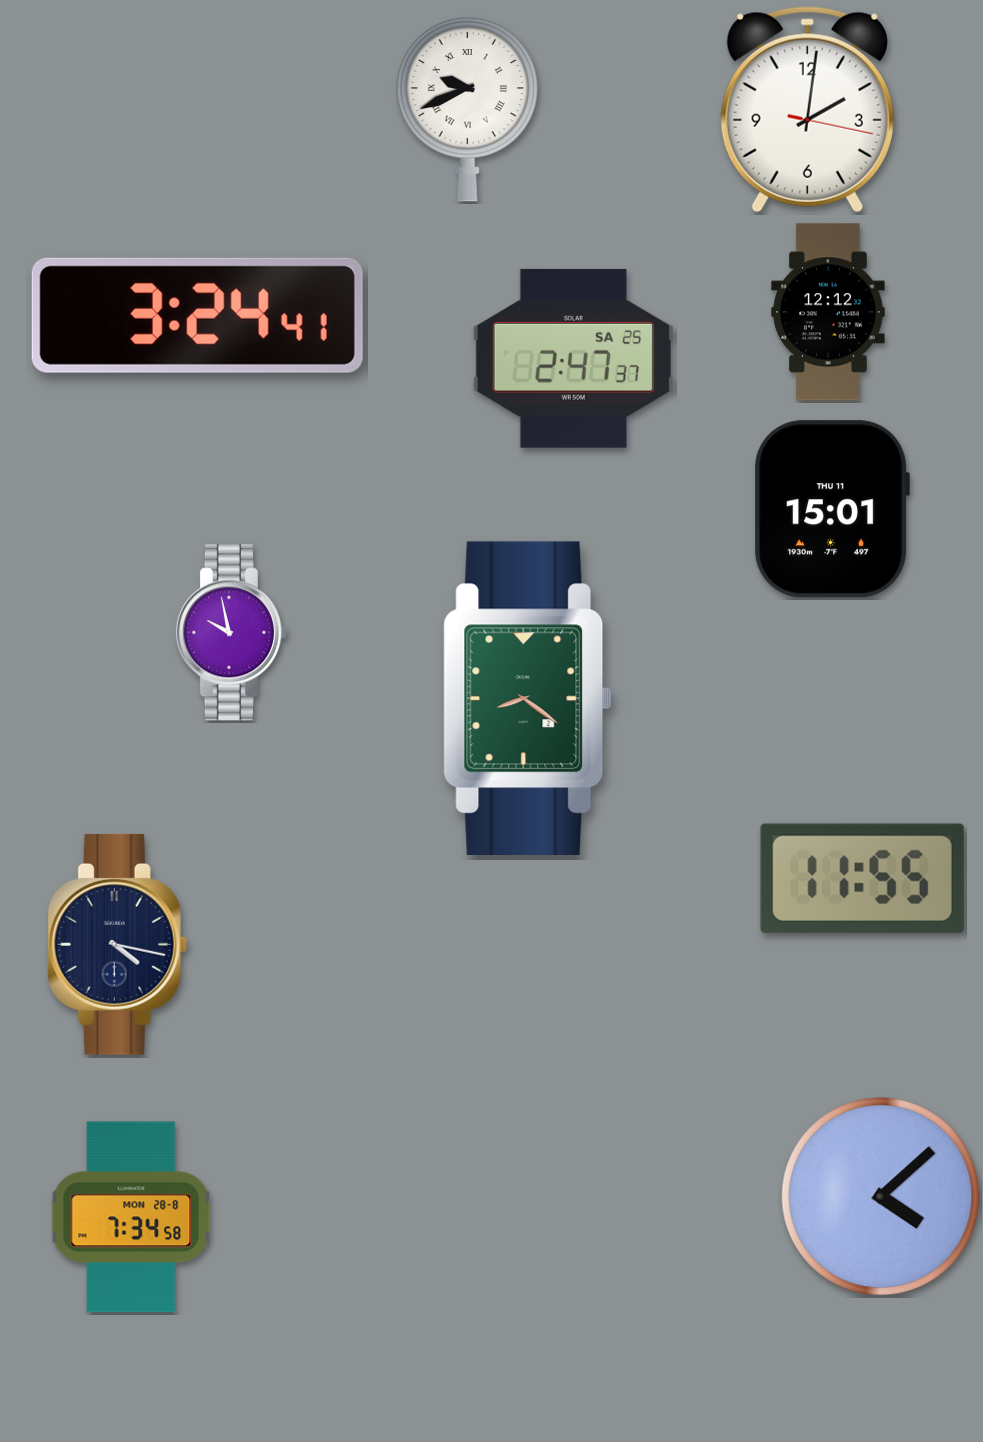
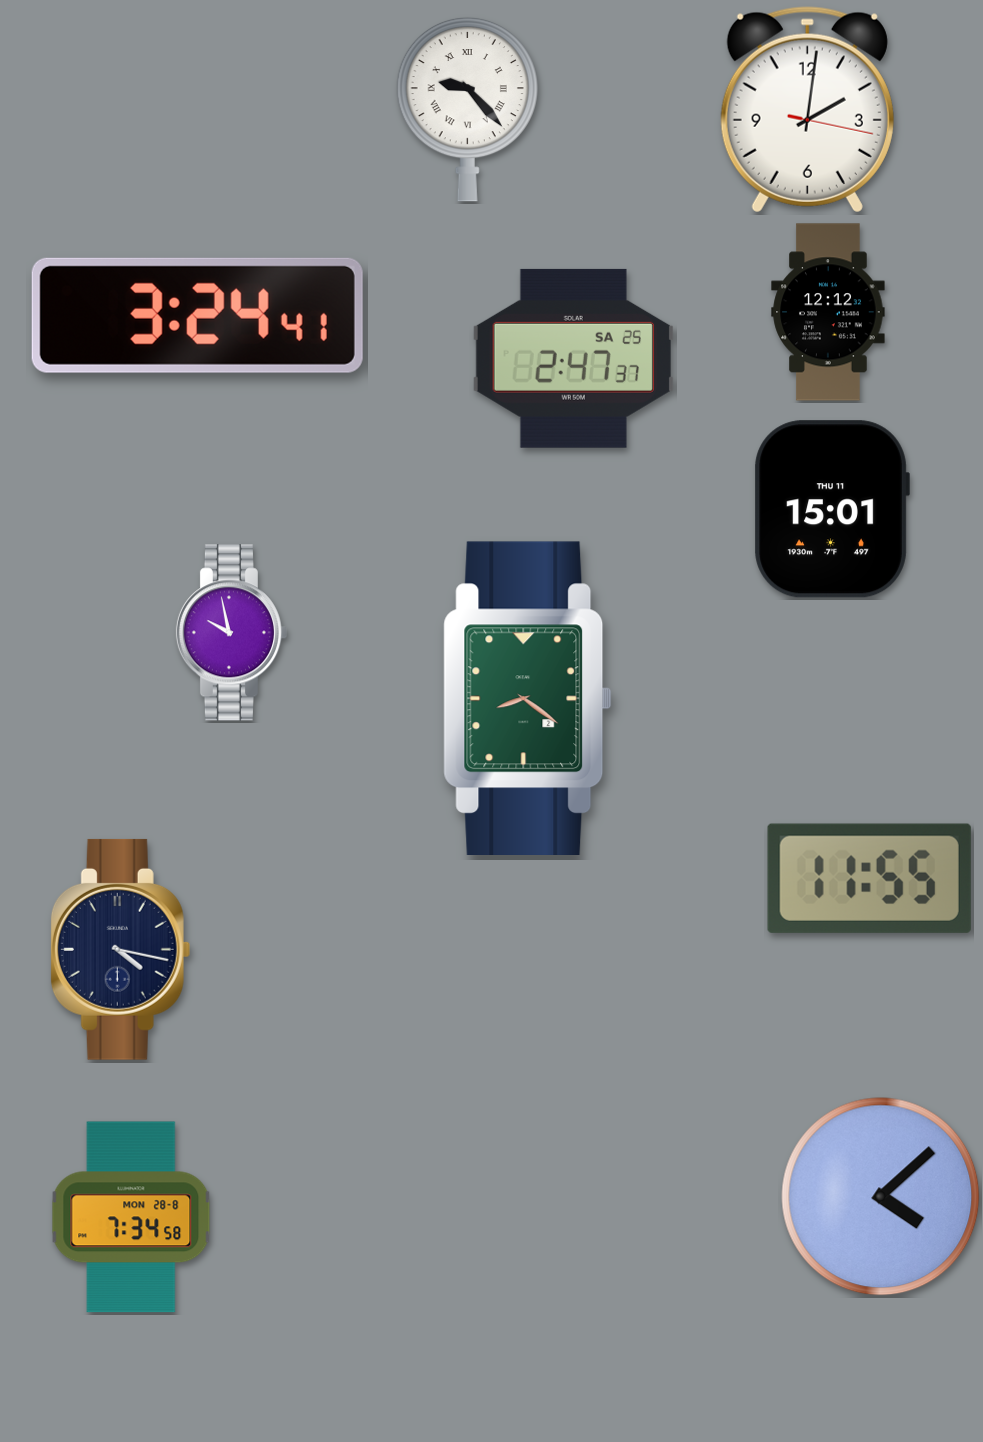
clock at (467, 109): 9:41 -> 9:23
clock at (862, 878) position: (862, 878) -> (869, 878)
clock at (118, 944) position: (118, 944) -> (121, 949)
